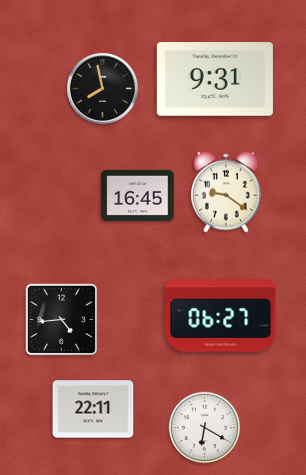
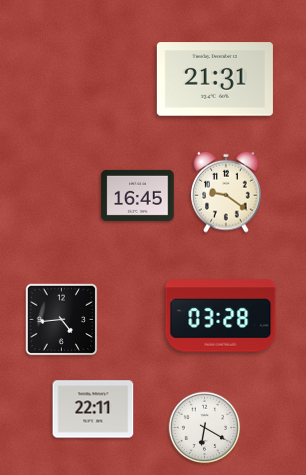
clock at (215, 79): 9:31 -> 21:31
clock at (102, 88): 7:58 -> none
clock at (221, 316): 06:27 -> 03:28
